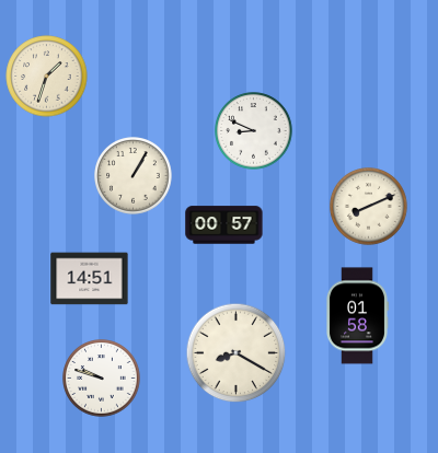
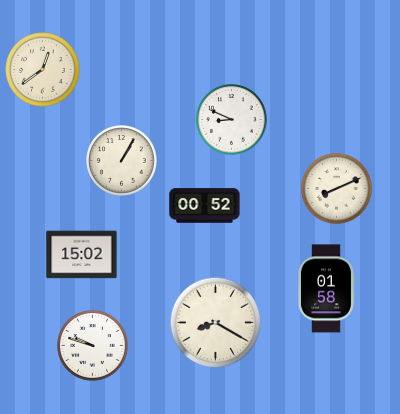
clock at (47, 77): 1:33 -> 12:39
clock at (224, 225): 00:57 -> 00:52
clock at (90, 279): 14:51 -> 15:02
